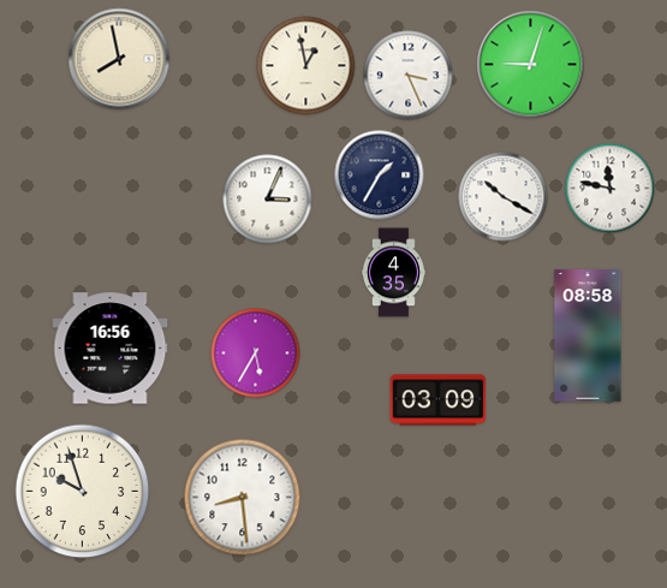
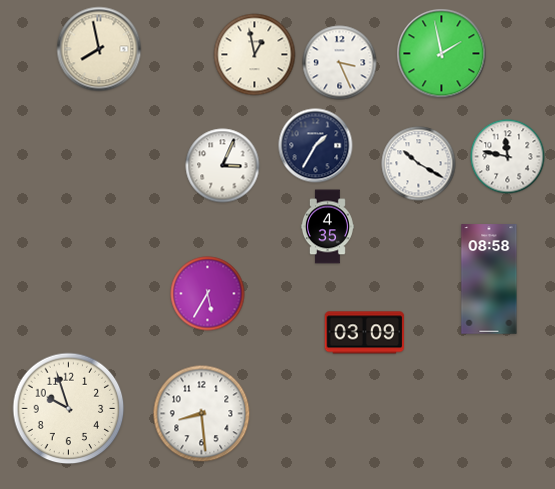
clock at (531, 65): 9:03 -> 1:58
clock at (111, 349): 16:56 -> none
clock at (256, 354) position: (256, 354) -> (208, 294)
